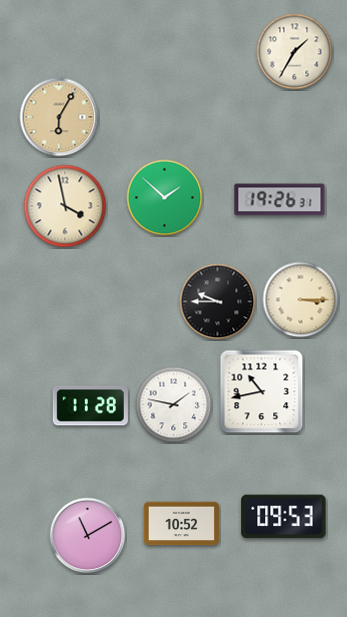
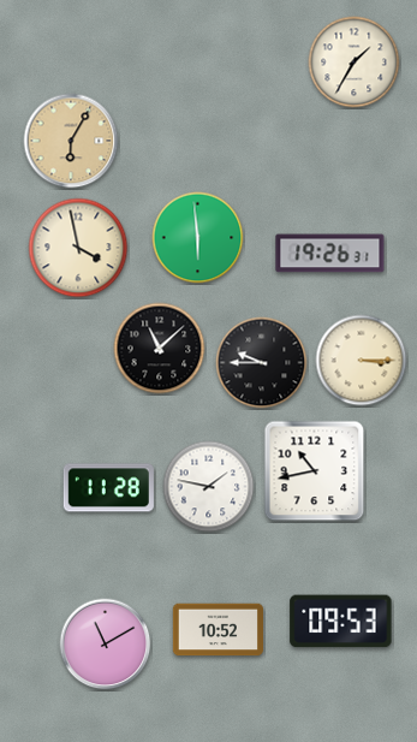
clock at (165, 198): 1:52 -> 5:59
clock at (280, 200) position: (280, 200) -> (330, 254)
clock at (160, 349): none -> 11:08
